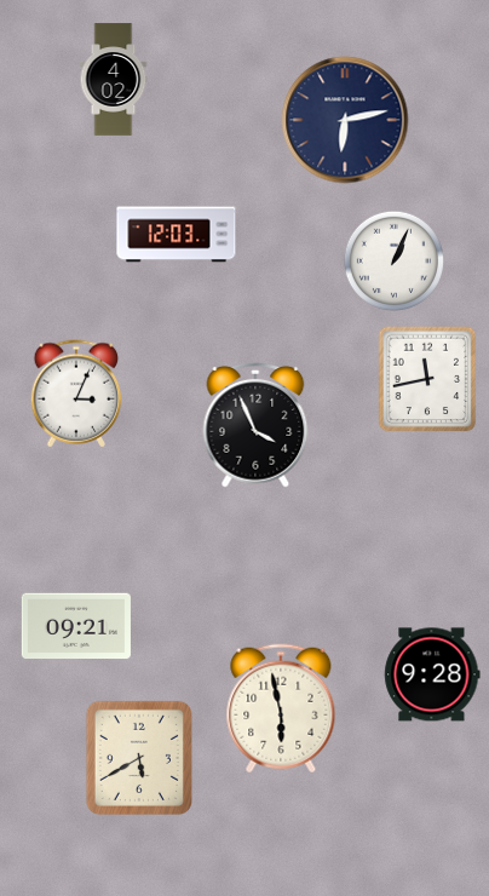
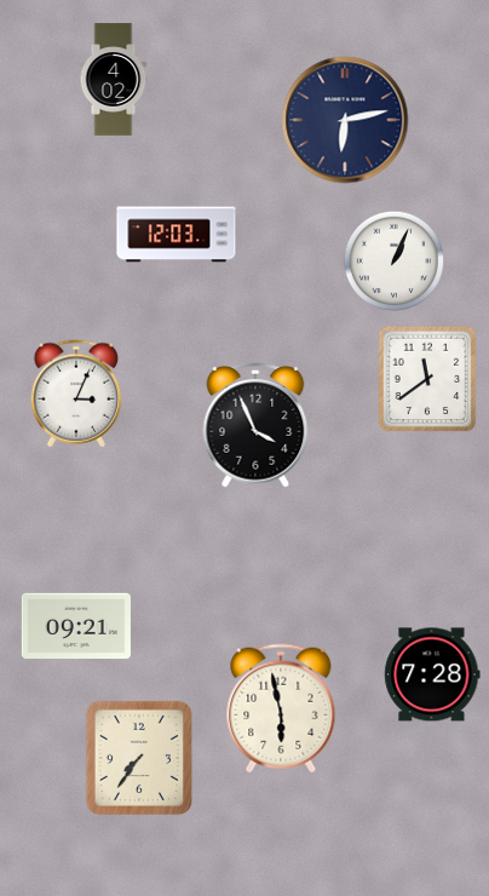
clock at (427, 379): 11:43 -> 11:39
clock at (432, 674): 9:28 -> 7:28
clock at (139, 758): 5:40 -> 7:36
